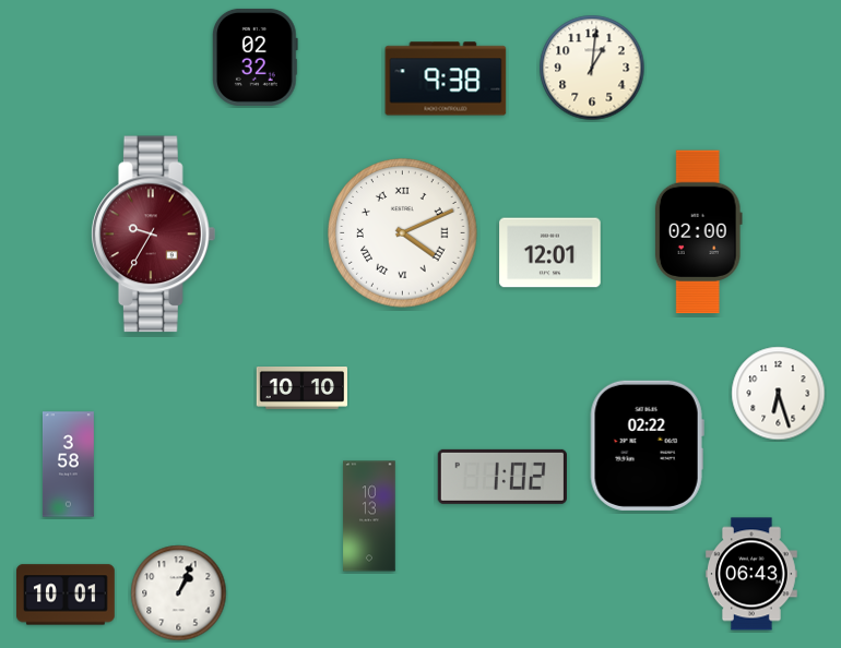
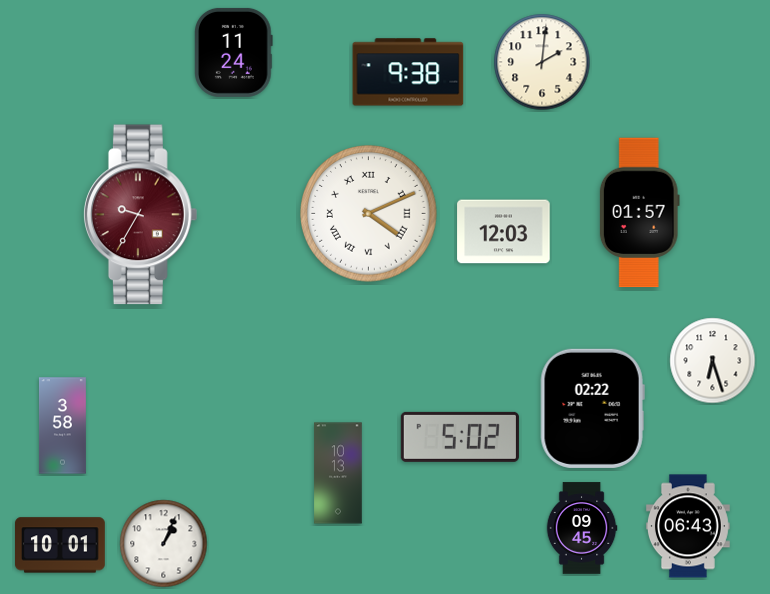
clock at (256, 57): 02:32 -> 11:24
clock at (592, 68): 1:01 -> 2:01
clock at (698, 232): 02:00 -> 01:57
clock at (550, 253): 12:01 -> 12:03
clock at (303, 388): 10:10 -> none
clock at (502, 477): 1:02 -> 5:02
clock at (582, 528): none -> 09:45
